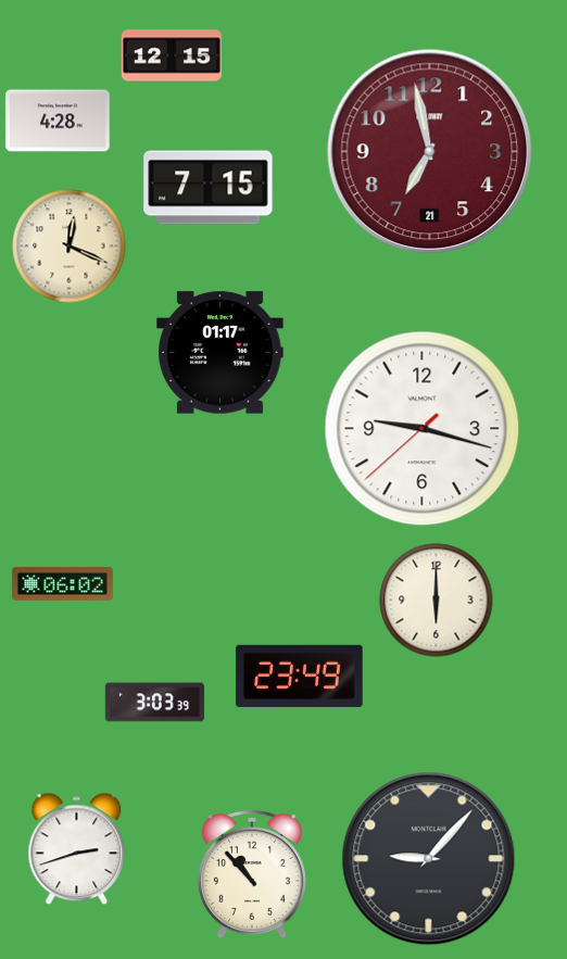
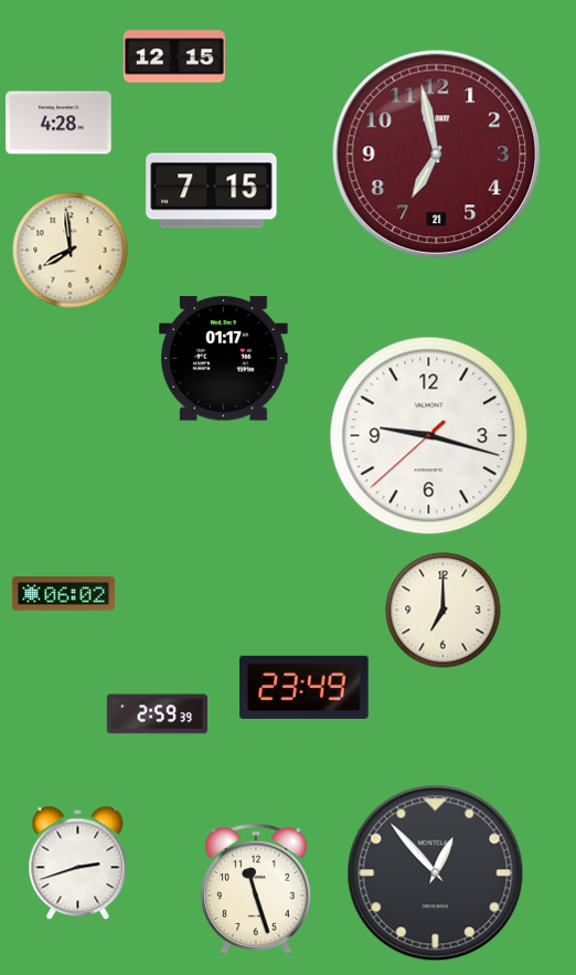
clock at (70, 247): 12:19 -> 7:59
clock at (437, 601): 6:00 -> 7:00
clock at (154, 703): 3:03 -> 2:59
clock at (429, 859): 9:07 -> 12:53
clock at (252, 874): 10:53 -> 11:27
